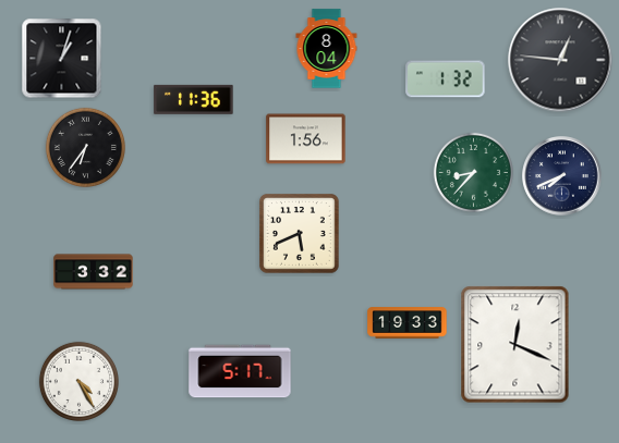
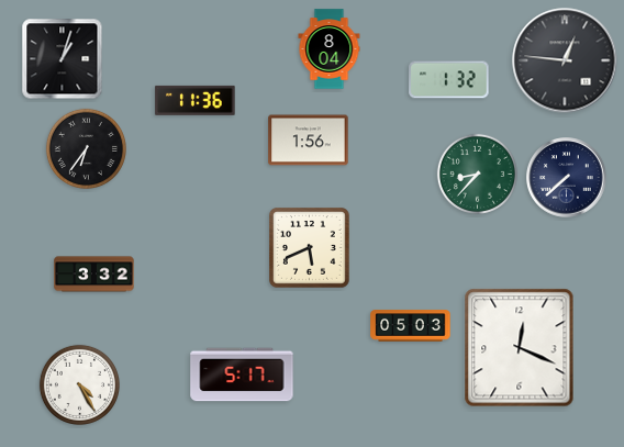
clock at (562, 176): 7:41 -> 7:38
clock at (300, 234) position: (300, 234) -> (310, 248)
clock at (408, 323): 19:33 -> 05:03
